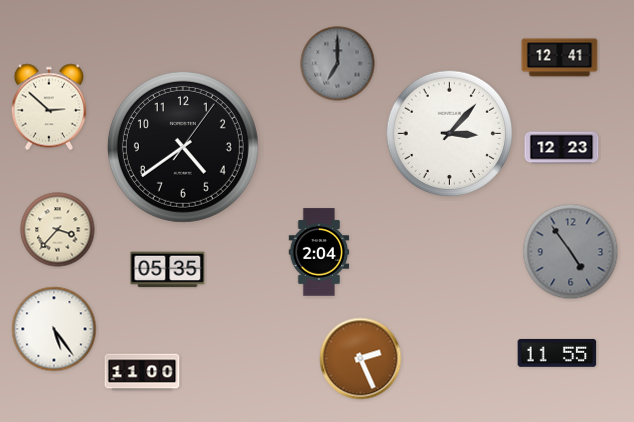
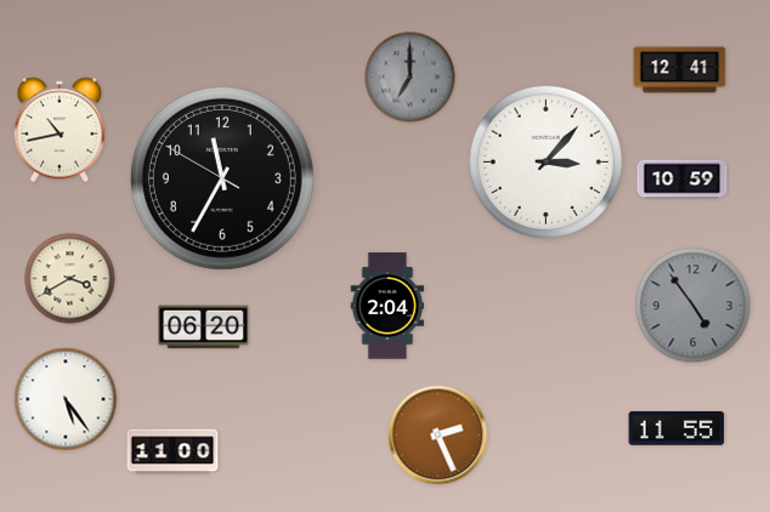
clock at (49, 107): 2:52 -> 10:43
clock at (183, 147): 4:39 -> 11:34
clock at (562, 148): 12:23 -> 10:59
clock at (58, 230): 3:37 -> 3:40
clock at (168, 270): 05:35 -> 06:20
